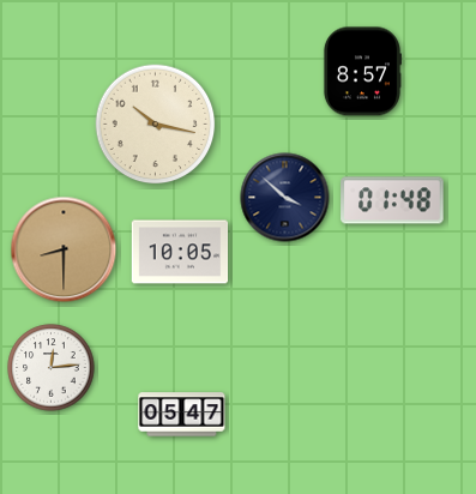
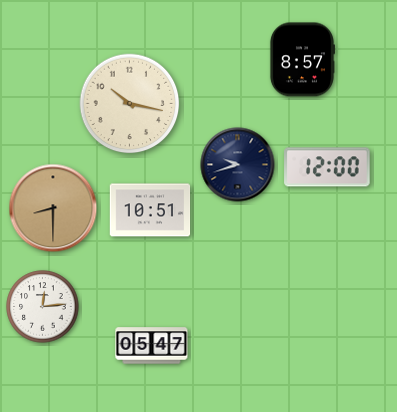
clock at (285, 198): 3:52 -> 9:42
clock at (392, 200): 01:48 -> 12:00
clock at (180, 252): 10:05 -> 10:51
